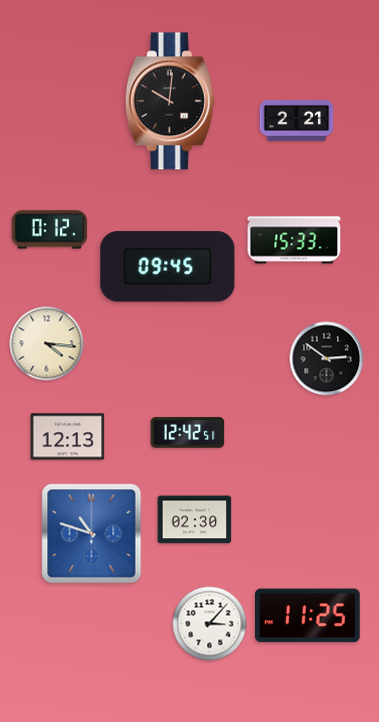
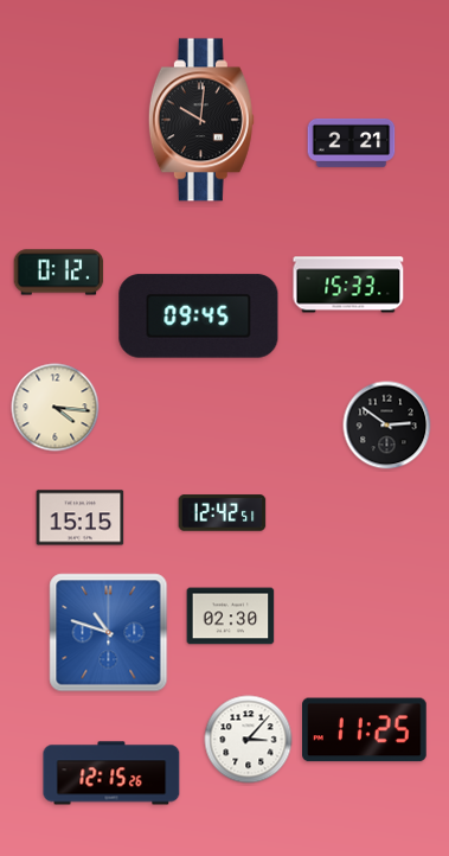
clock at (68, 437): 12:13 -> 15:15
clock at (111, 773): none -> 12:15
